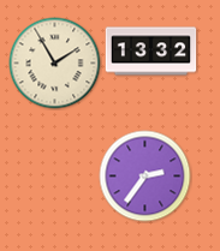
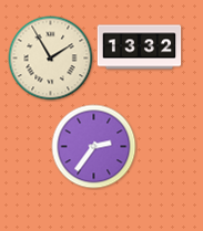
clock at (145, 177) position: (145, 177) -> (94, 147)
